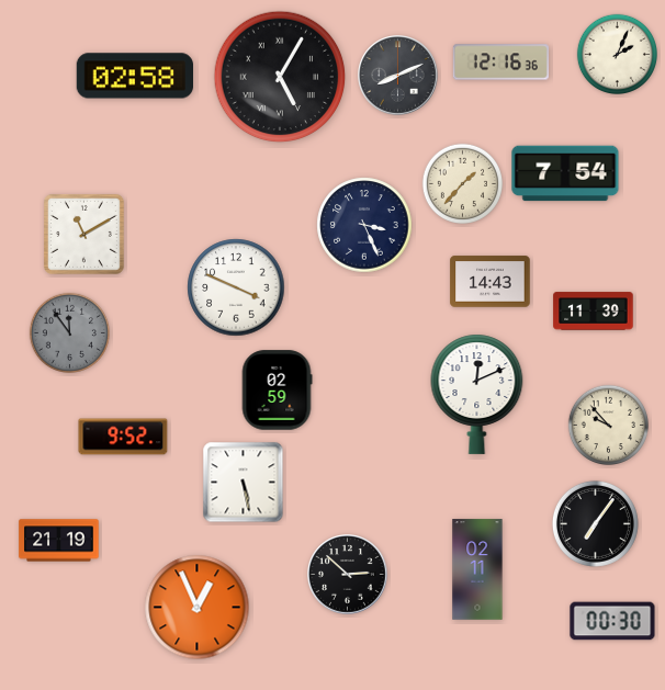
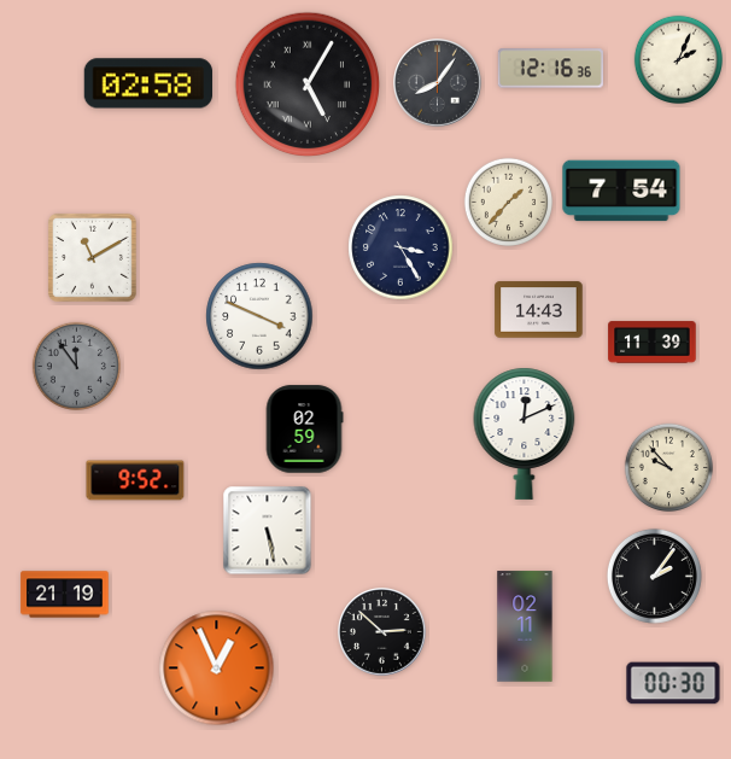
clock at (398, 76): 8:11 -> 8:06
clock at (364, 225): 3:26 -> 3:25
clock at (595, 523): 7:06 -> 2:06
